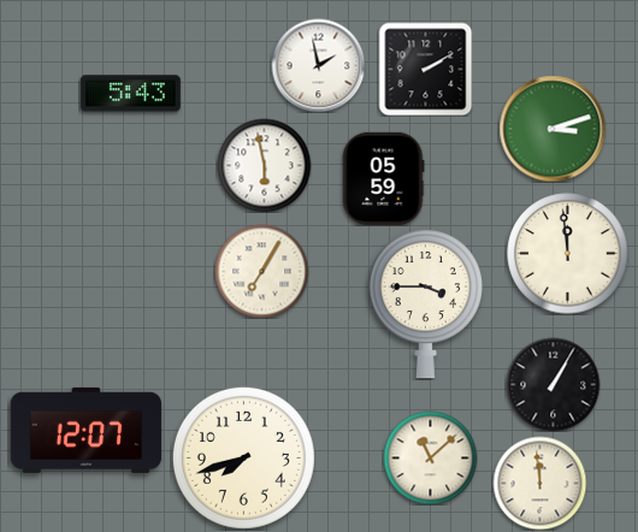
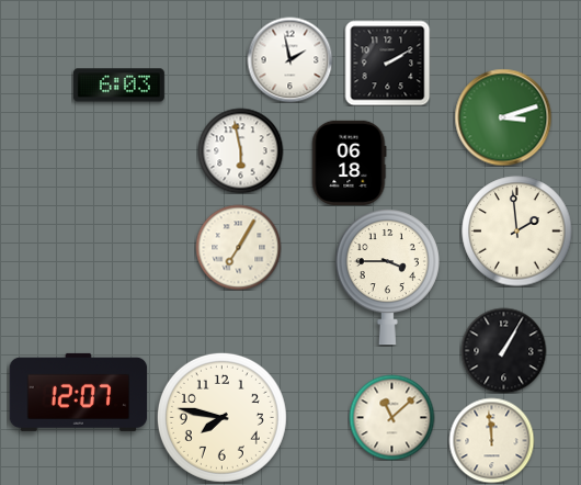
clock at (130, 94): 5:43 -> 6:03
clock at (384, 178): 05:59 -> 06:18
clock at (568, 254): 11:59 -> 1:59
clock at (243, 457): 7:42 -> 7:47
